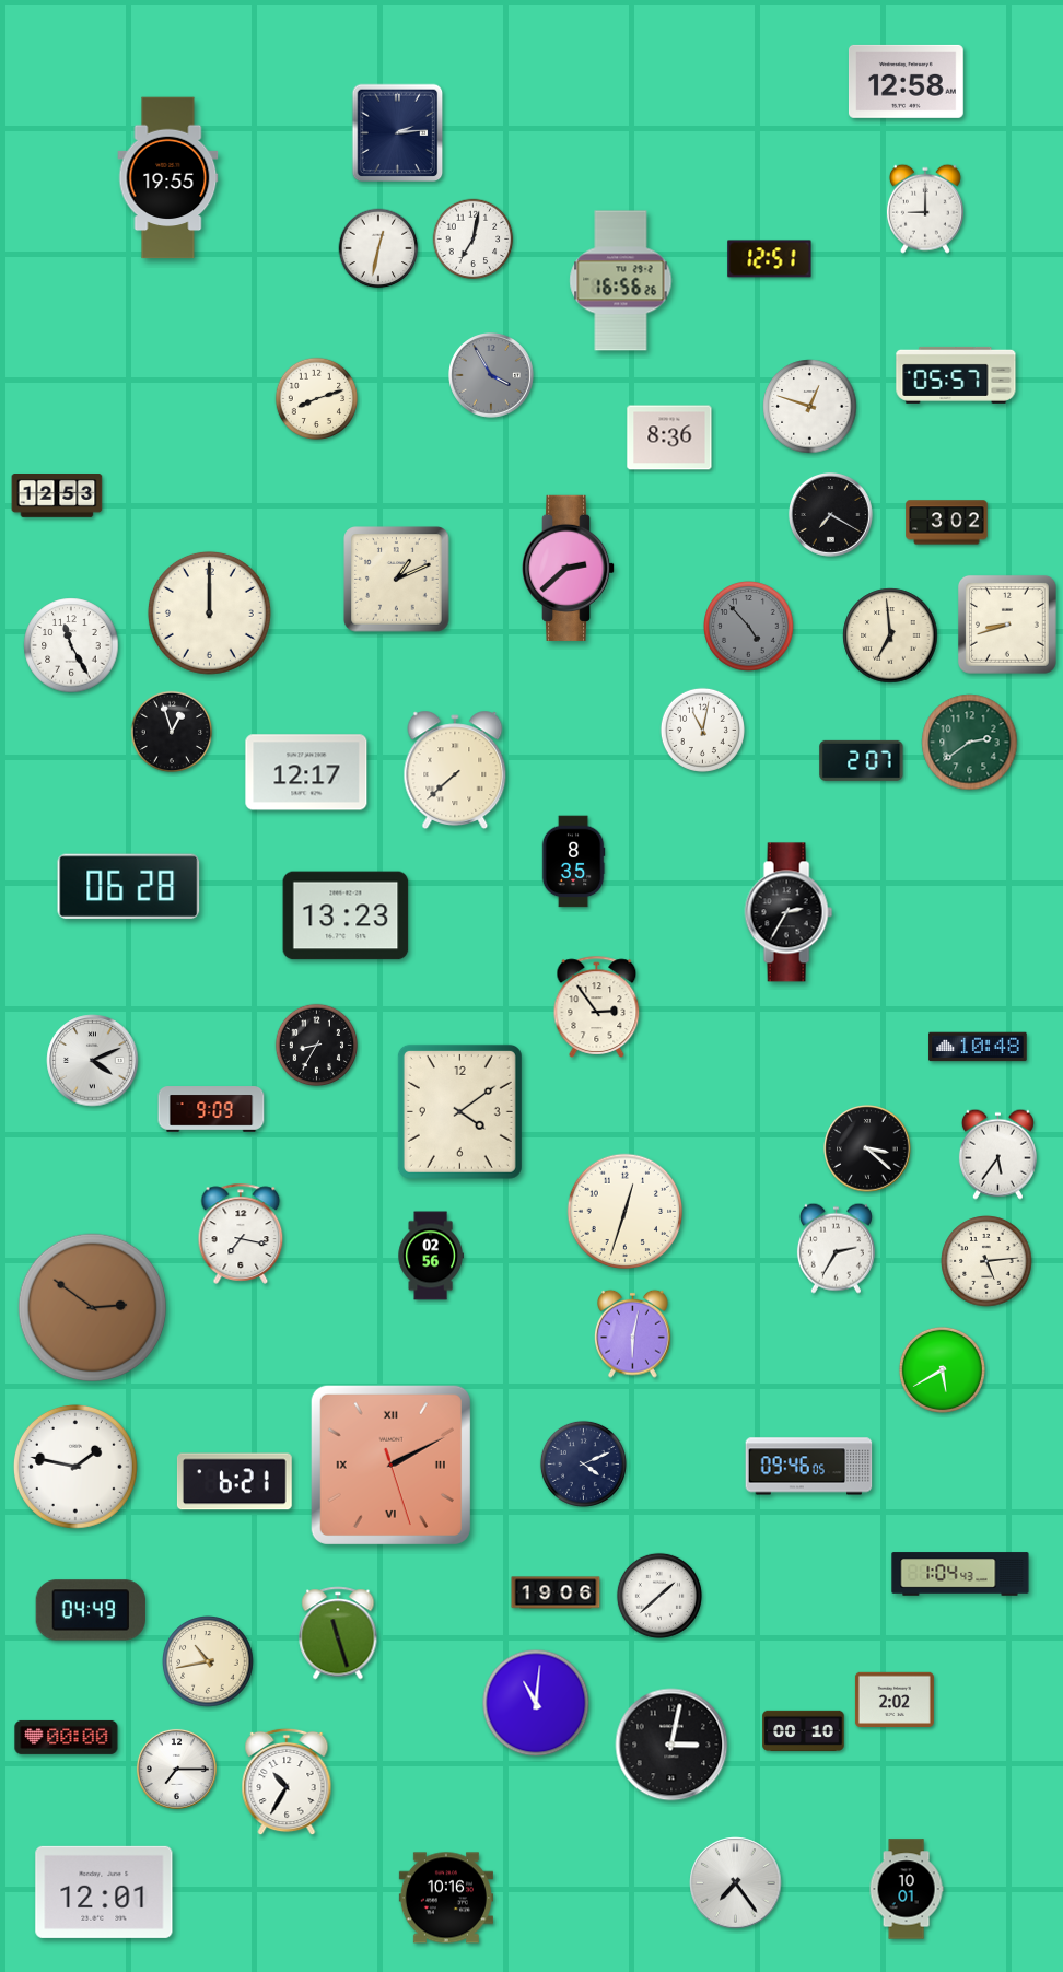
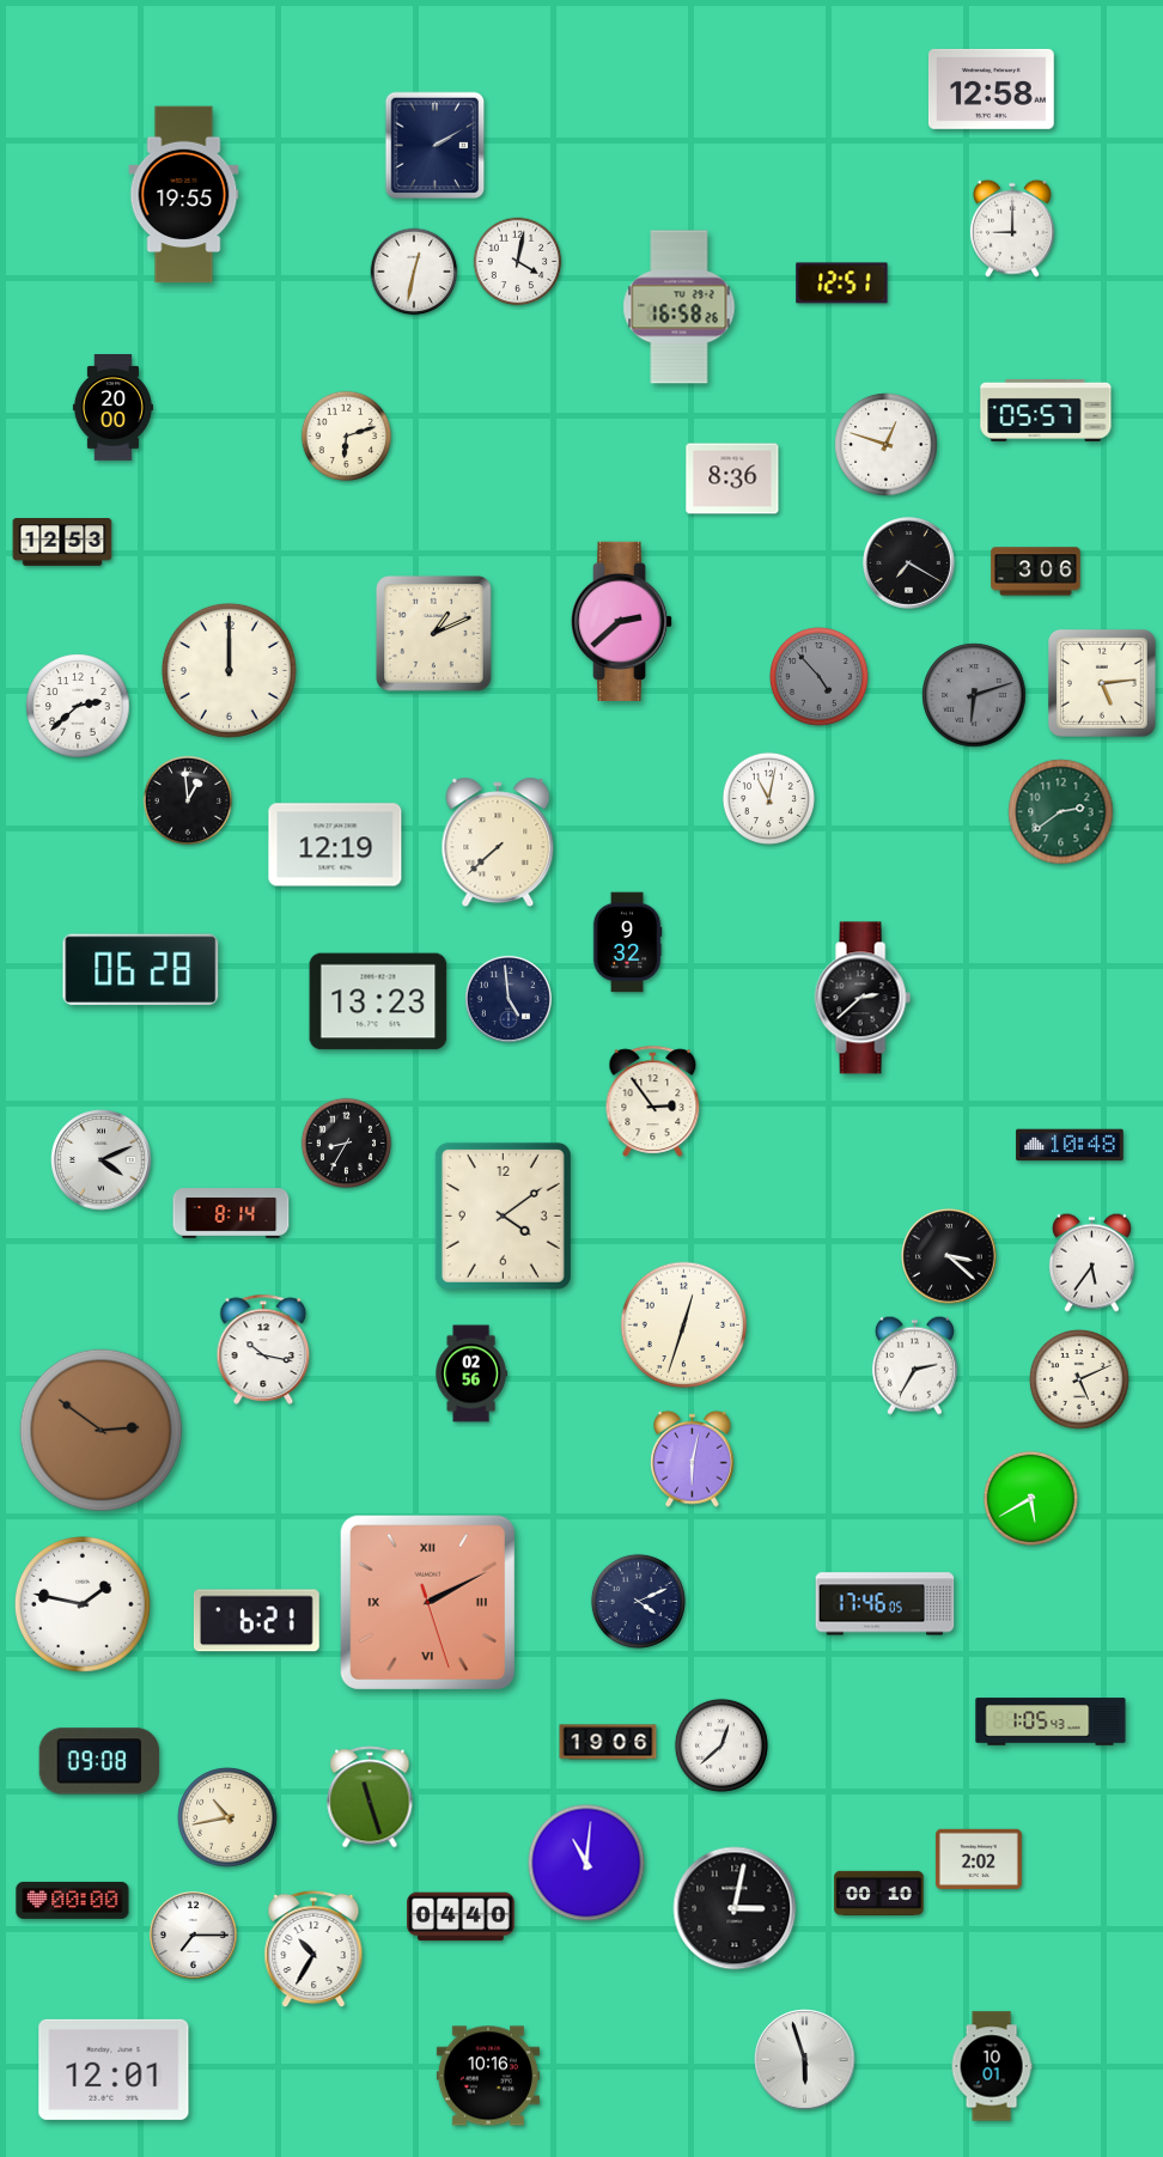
clock at (398, 133): 2:14 -> 2:10
clock at (474, 240): 7:02 -> 4:02
clock at (621, 281): 16:56 -> 16:58
clock at (112, 408): none -> 20:00
clock at (492, 376): 3:55 -> none
clock at (317, 399): 8:12 -> 6:12
clock at (947, 523): 3:02 -> 3:06
clock at (1007, 625): 8:42 -> 5:14
clock at (749, 627) position: (749, 627) -> (820, 677)
clock at (890, 635): 6:59 -> 6:12
clock at (890, 635) dial: cream -> grey
clock at (71, 645): 11:25 -> 2:38
clock at (172, 732): 12:57 -> 12:59
clock at (862, 760): 2:07 -> none
clock at (306, 772): 12:17 -> 12:19
clock at (573, 862): 8:35 -> 9:32
clock at (789, 912): 2:35 -> 2:38
clock at (509, 999): none -> 4:59
clock at (211, 1109): 9:09 -> 8:14
clock at (241, 1234): 7:17 -> 10:17
clock at (986, 1261): 5:14 -> 5:11
clock at (809, 1467): 09:46 -> 17:46
clock at (960, 1574): 1:04 -> 1:05
clock at (659, 1596): 1:38 -> 12:38
clock at (91, 1610): 04:49 -> 09:08
clock at (338, 1633) position: (338, 1633) -> (370, 1797)
clock at (461, 1917): none -> 04:40
clock at (736, 1883): 7:24 -> 5:57
